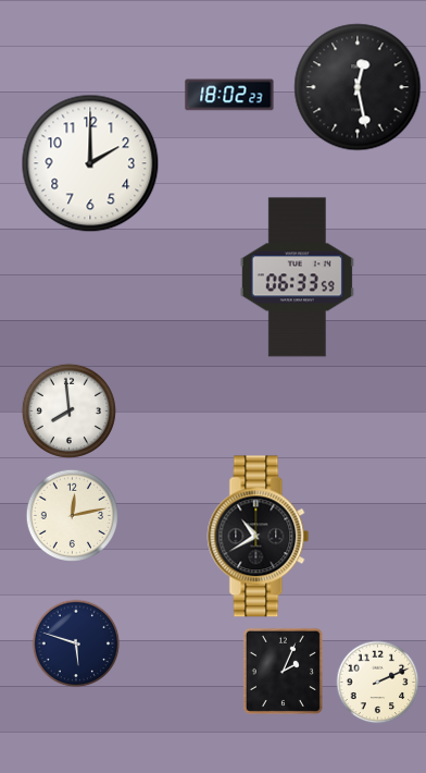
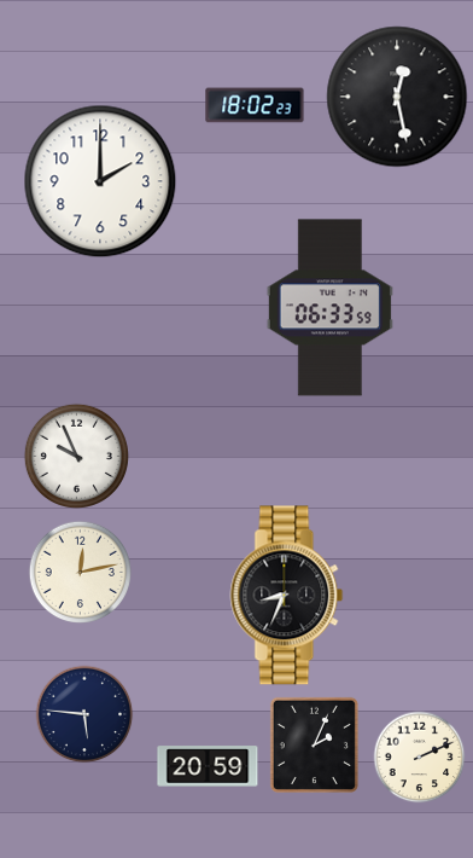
clock at (68, 410): 7:59 -> 9:56
clock at (259, 537): 10:40 -> 8:34
clock at (76, 643): 5:48 -> 5:46
clock at (208, 766): none -> 20:59
